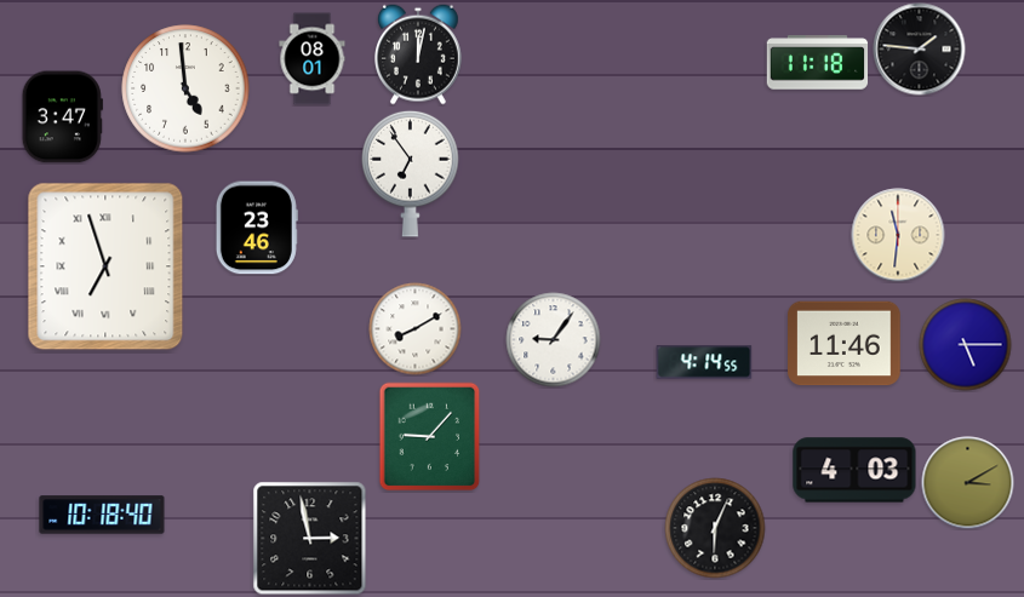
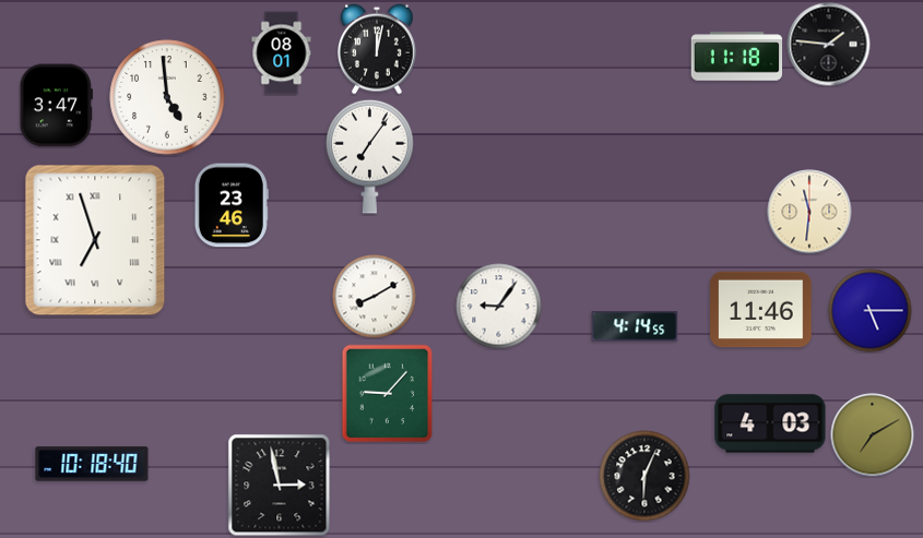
clock at (185, 88) position: (185, 88) -> (167, 97)
clock at (411, 173): 6:54 -> 7:06
clock at (968, 483): 3:10 -> 7:10
